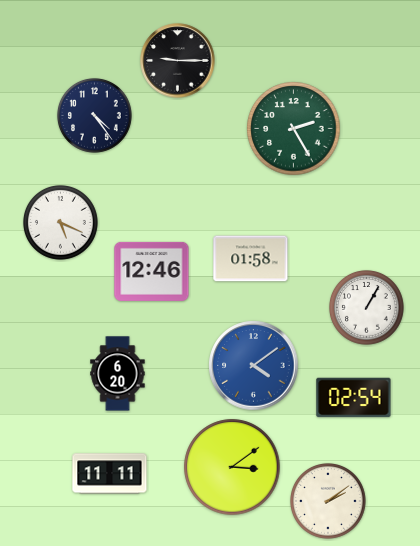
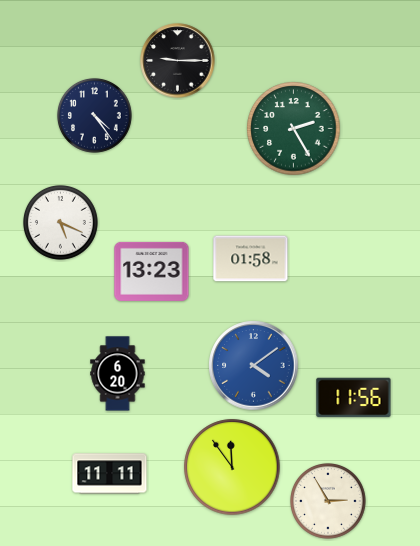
clock at (152, 271): 12:46 -> 13:23
clock at (367, 308): 1:05 -> none
clock at (354, 398): 02:54 -> 11:56
clock at (232, 467): 3:09 -> 11:54
clock at (329, 502): 2:09 -> 2:55
